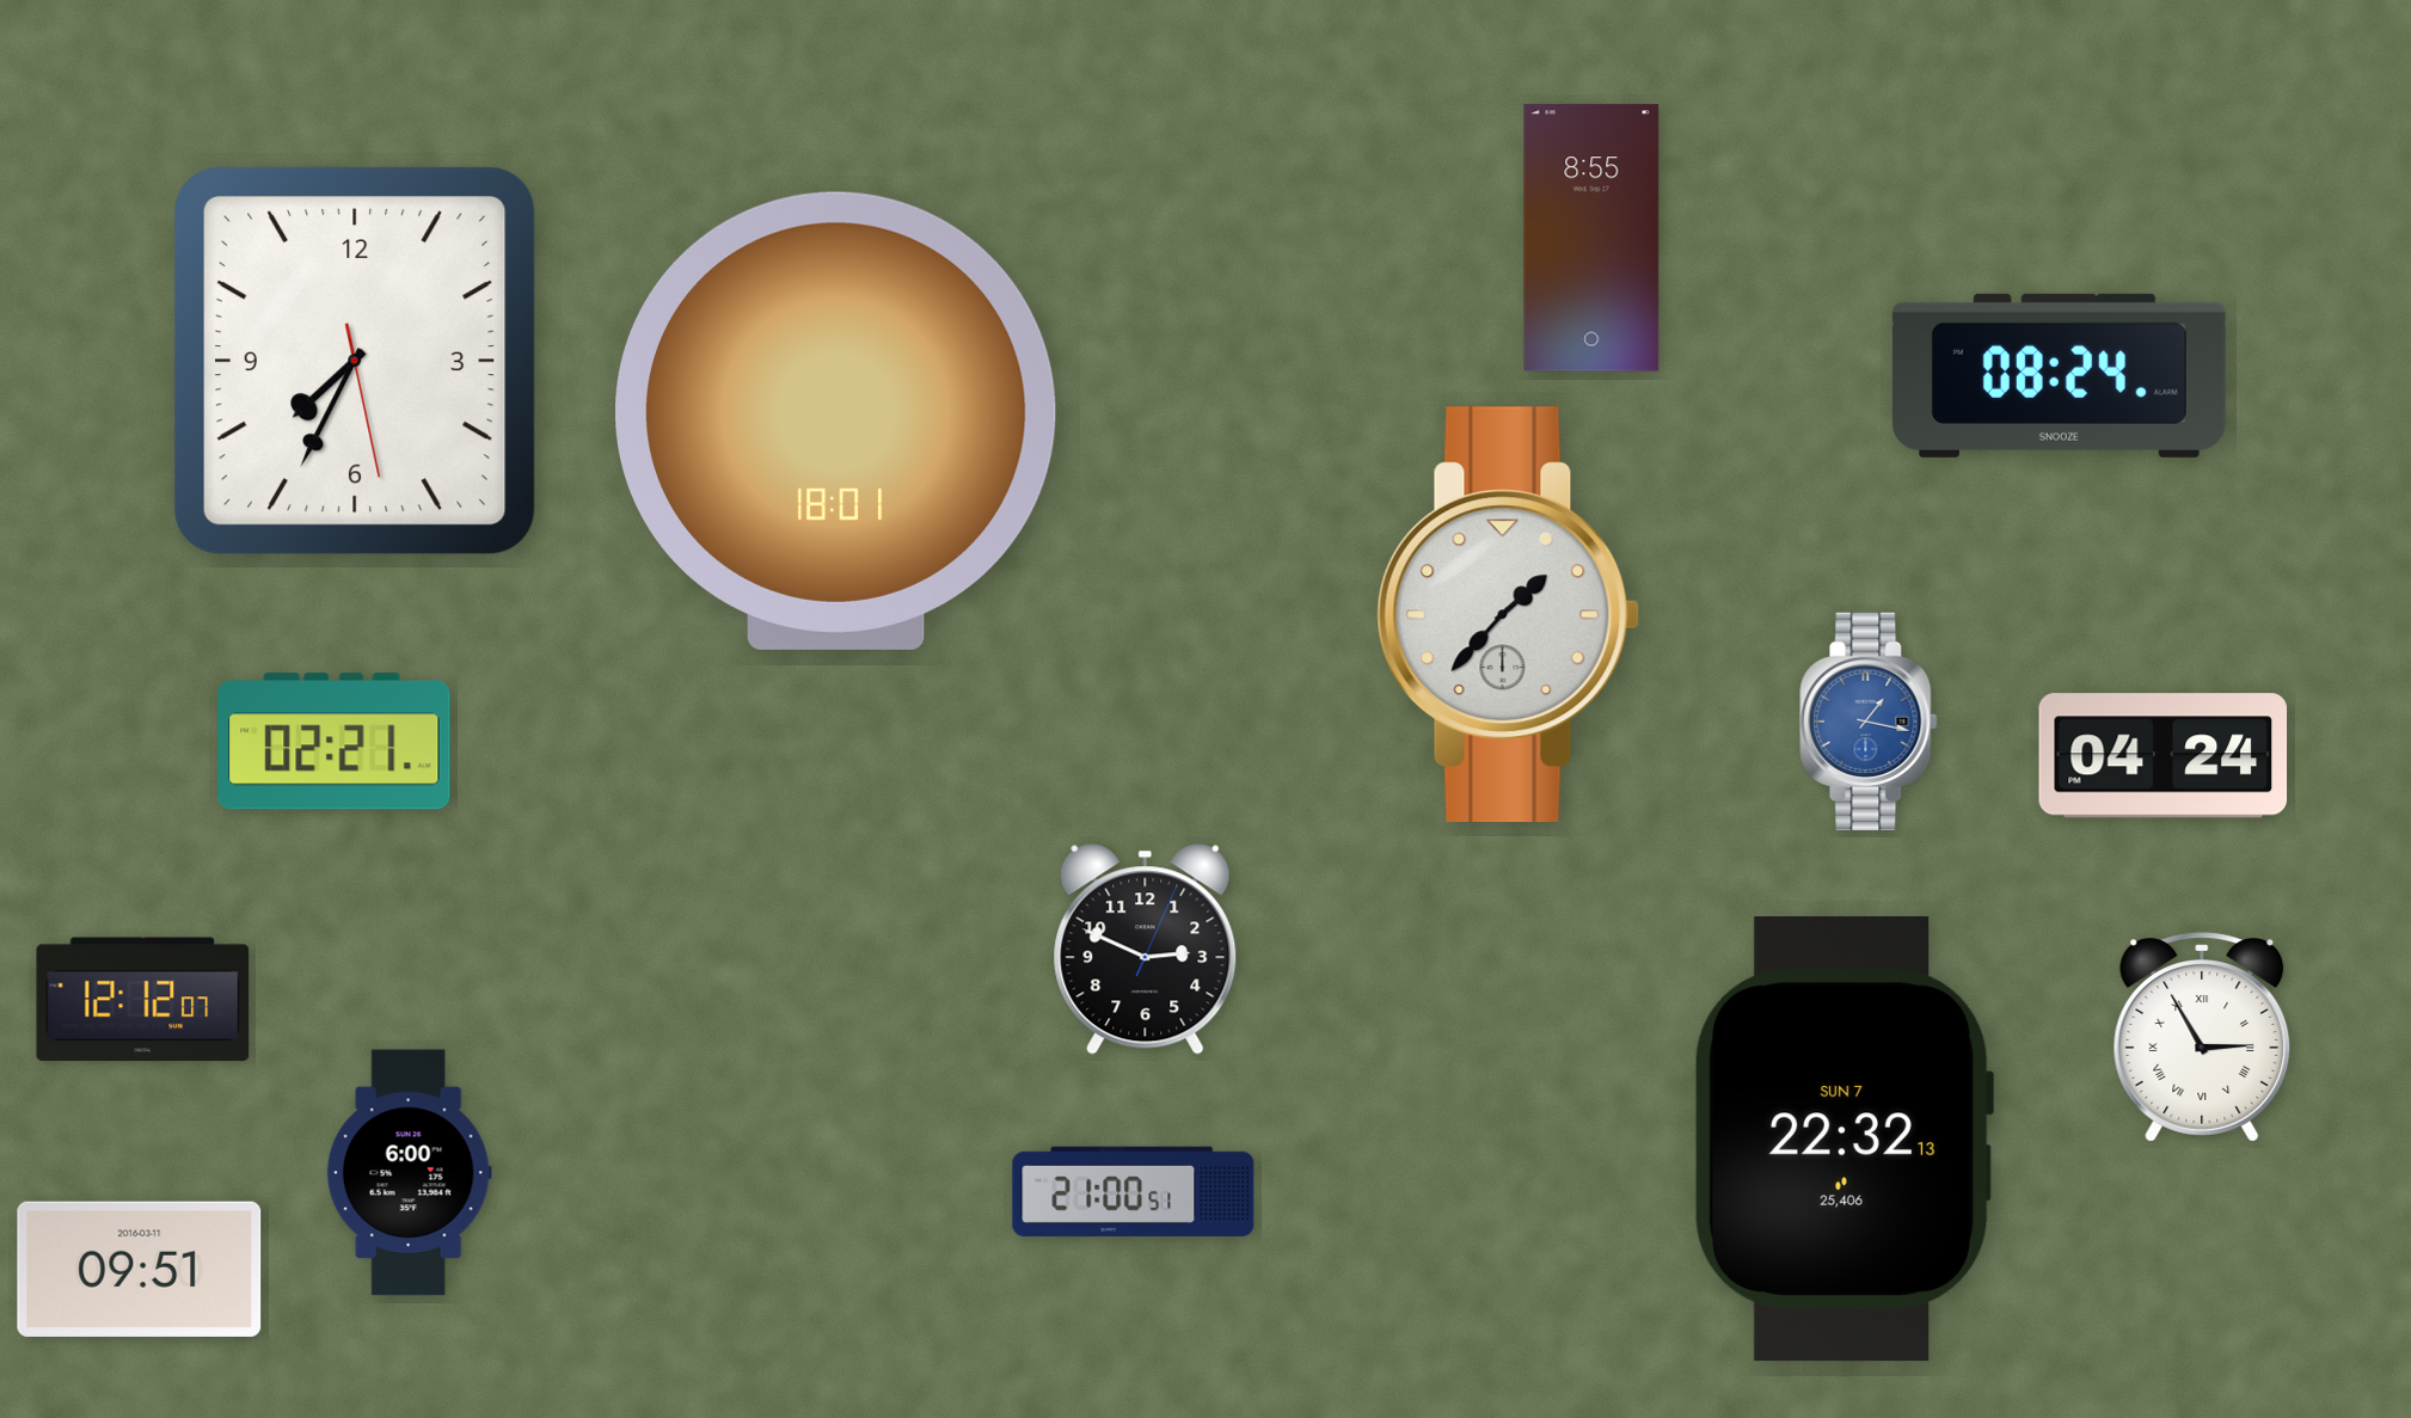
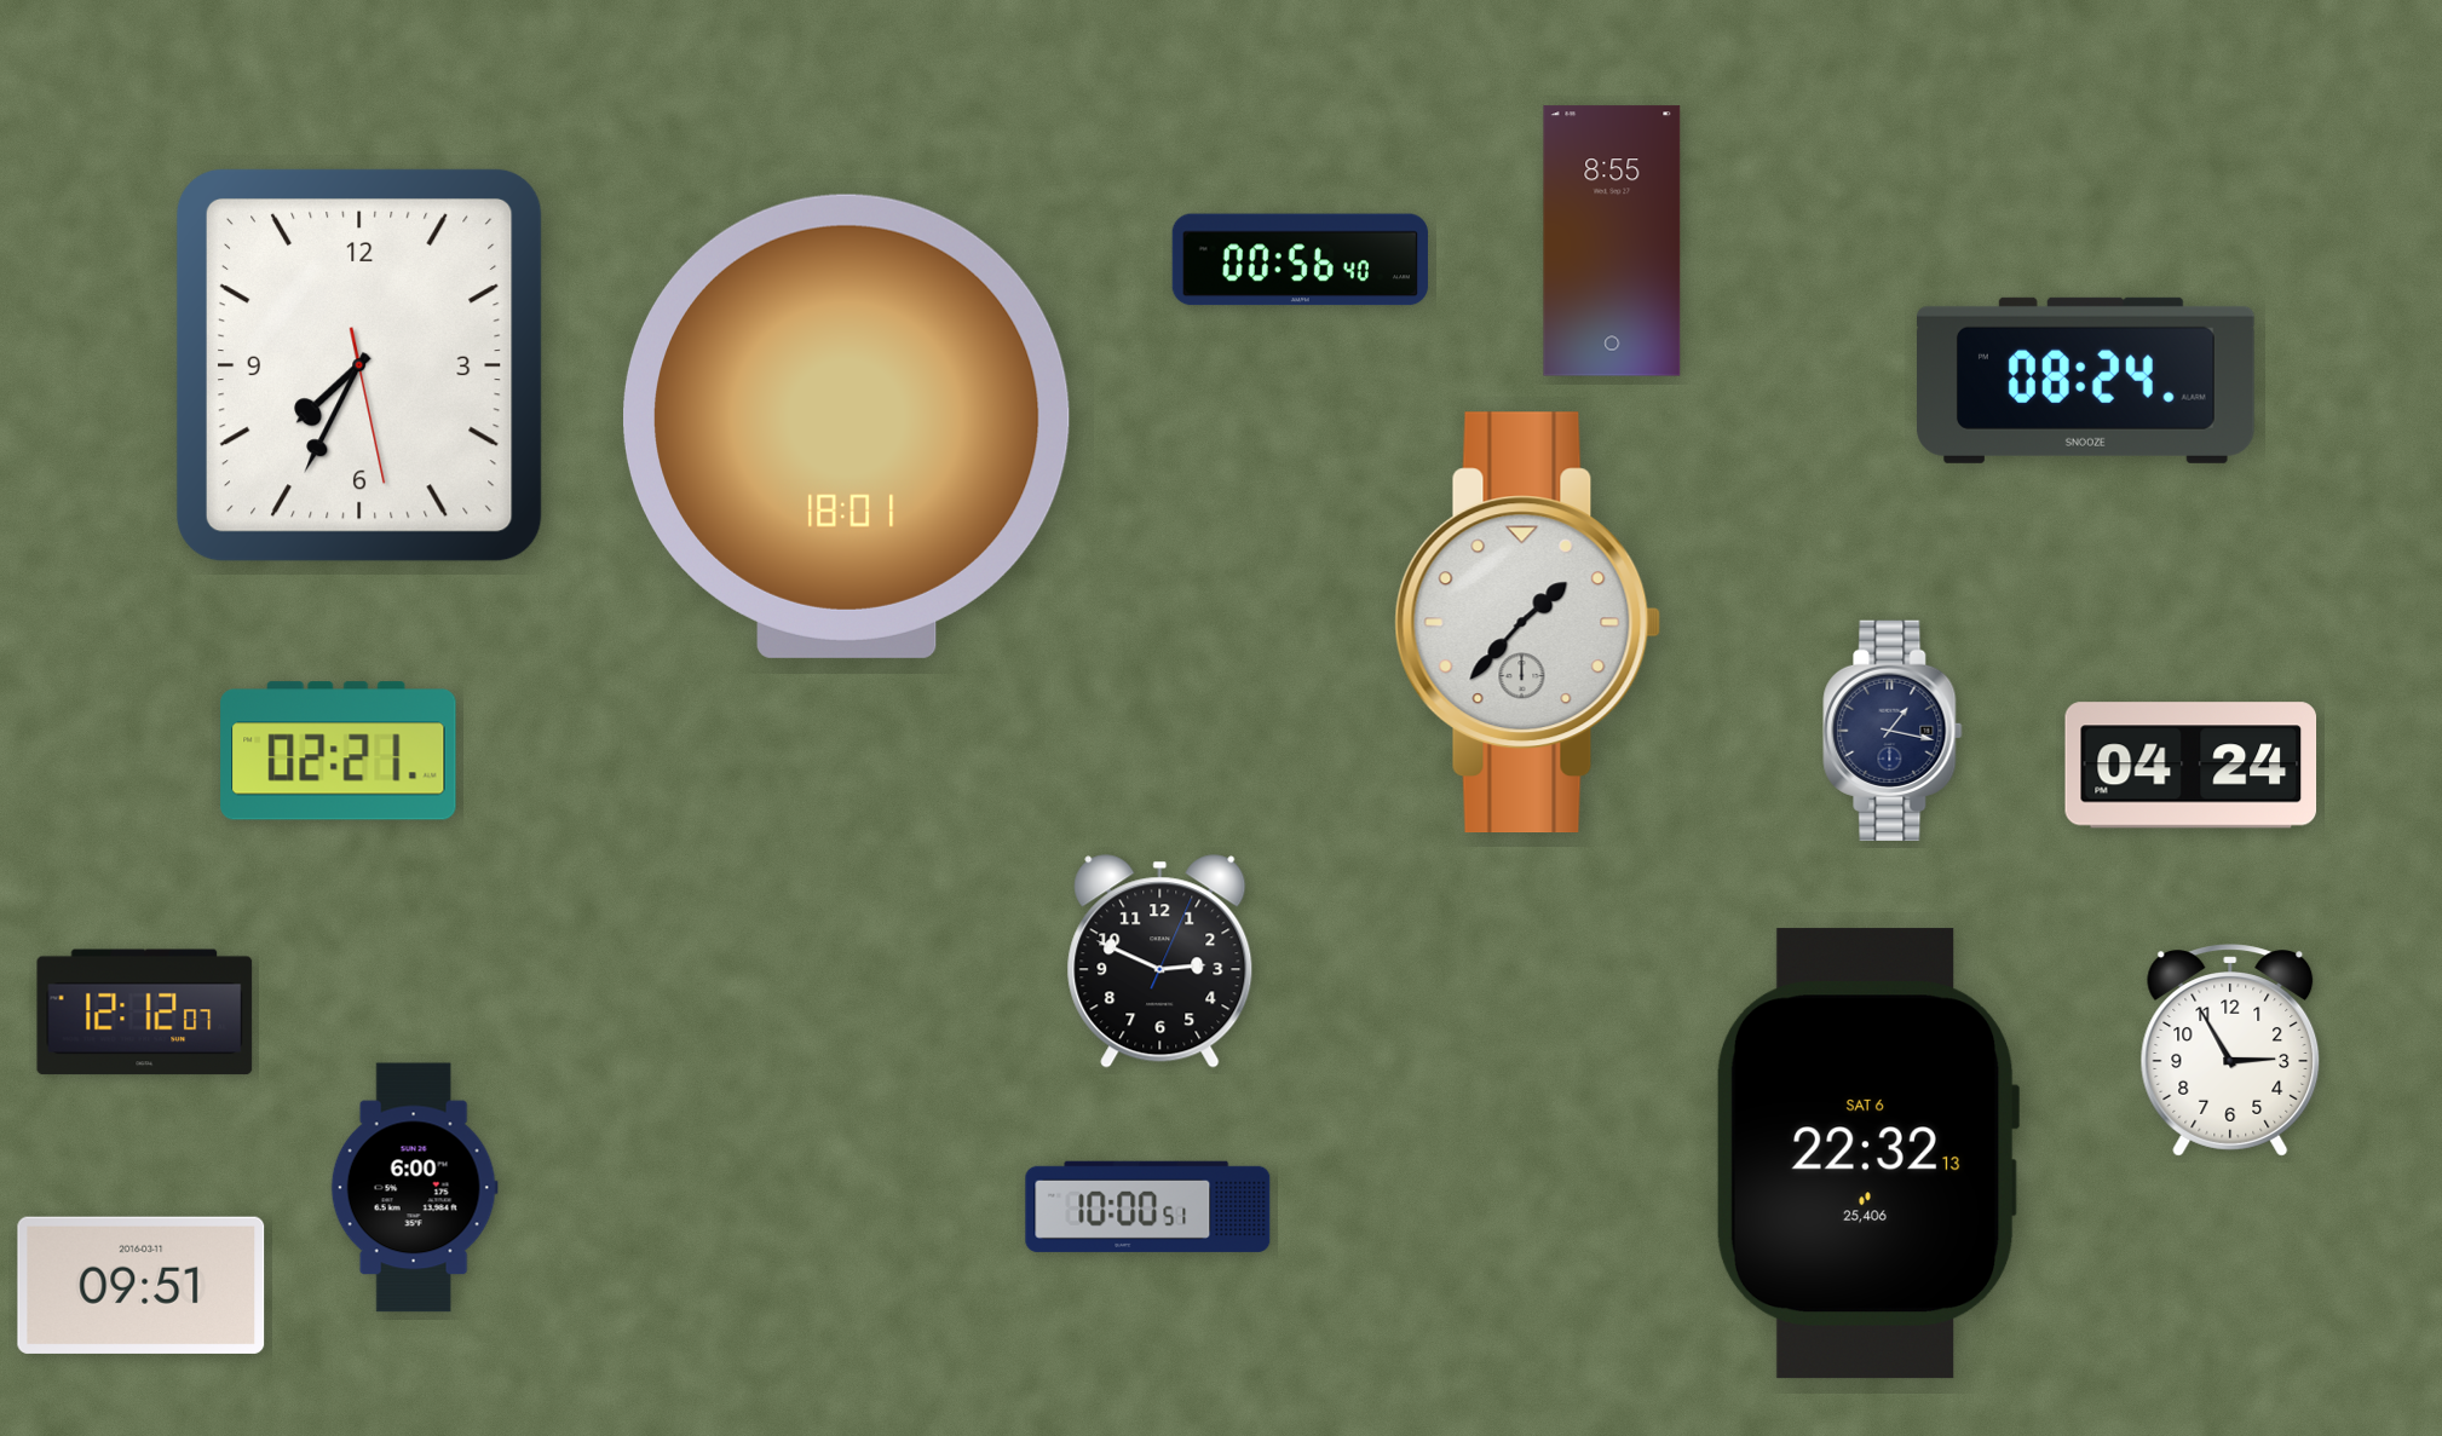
clock at (1300, 260): none -> 00:56
clock at (1869, 722) dial: blue -> navy
clock at (2202, 1037) numerals: Roman -> Arabic
clock at (1843, 1140) date: SUN 7 -> SAT 6
clock at (1134, 1191): 21:00 -> 10:00
